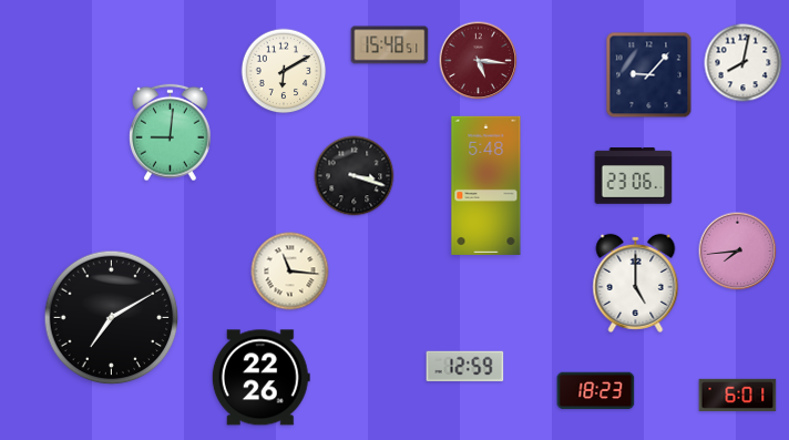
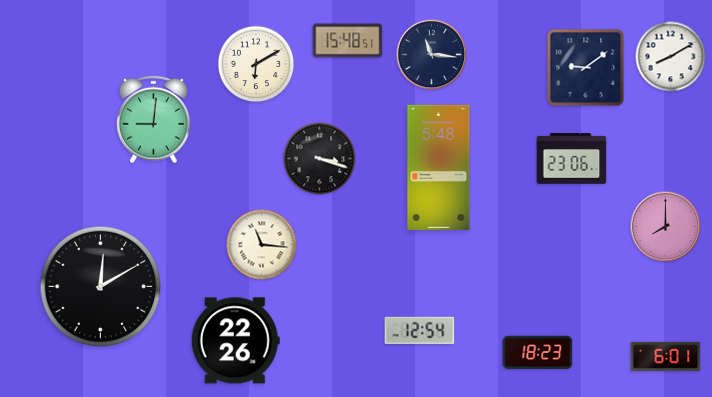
clock at (390, 45) position: (390, 45) -> (348, 41)
clock at (479, 61): 5:16 -> 11:16
clock at (479, 61) dial: burgundy -> navy
clock at (744, 63): 8:02 -> 8:10
clock at (649, 75): 9:07 -> 9:09
clock at (738, 252): 7:44 -> 8:00
clock at (636, 283): 5:00 -> none
clock at (112, 318): 7:10 -> 12:10
clock at (465, 367): 12:59 -> 12:54
